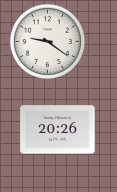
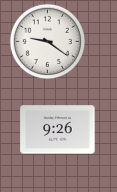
clock at (58, 130): 20:26 -> 9:26
